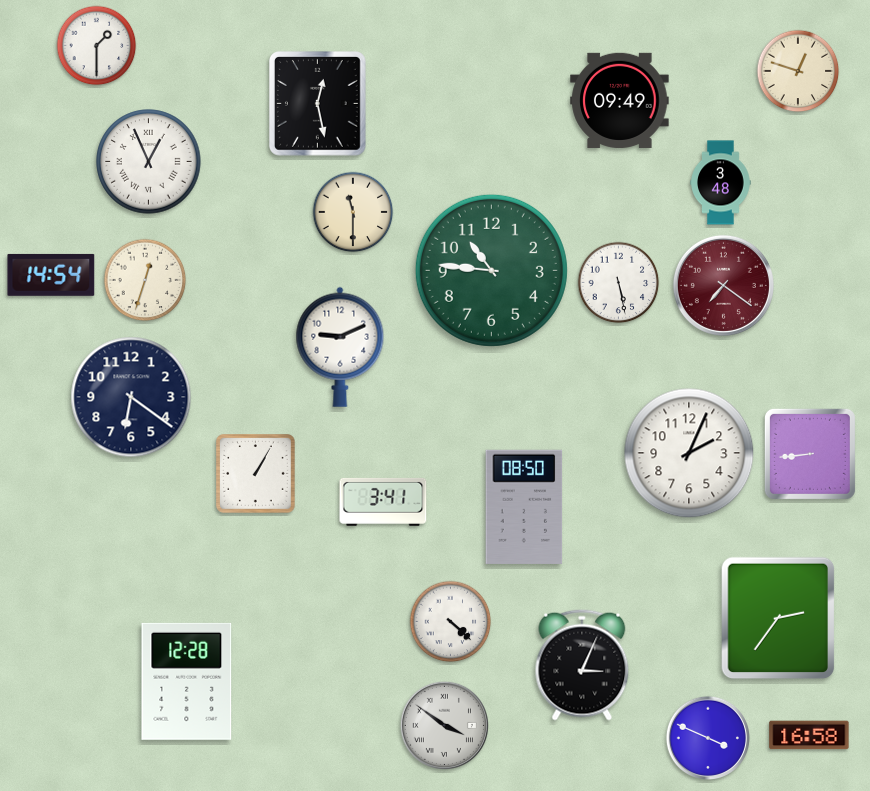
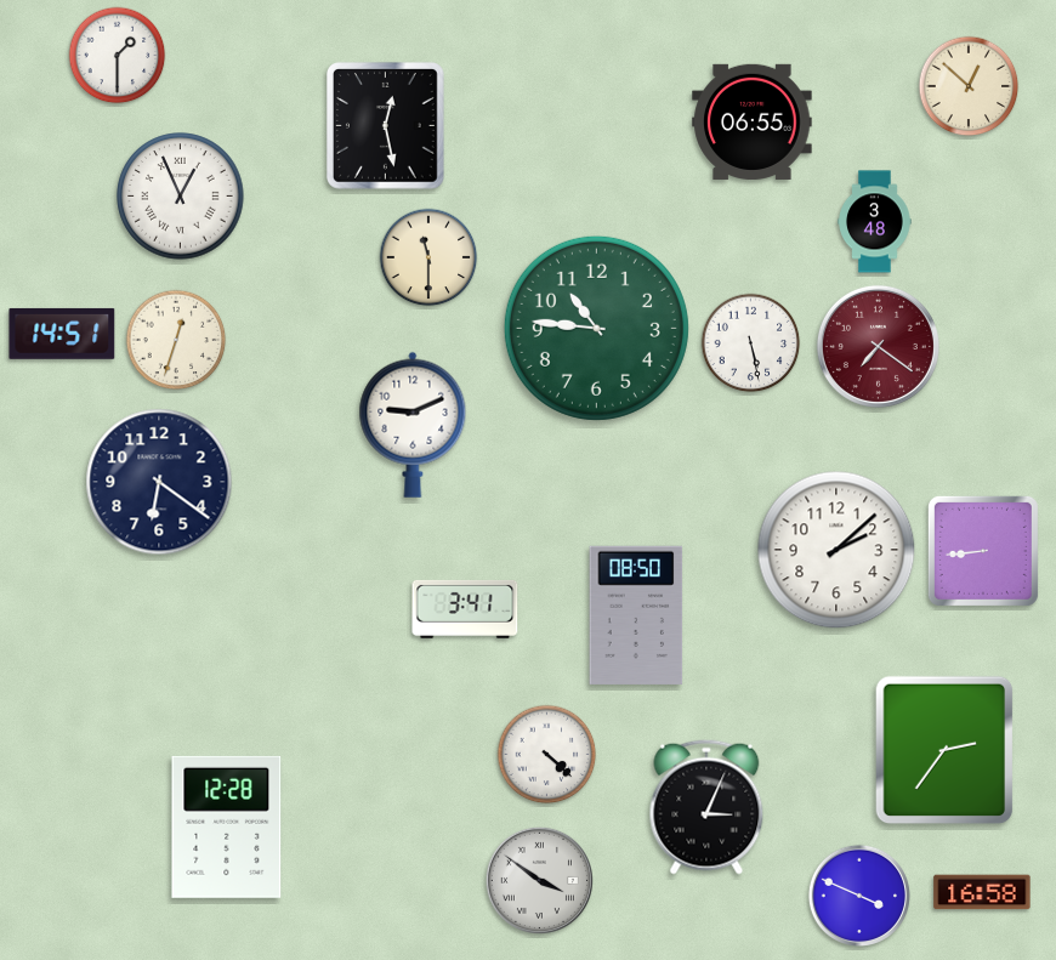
clock at (798, 71): 12:48 -> 12:52
clock at (620, 100): 09:49 -> 06:55
clock at (51, 275): 14:54 -> 14:51
clock at (340, 347) position: (340, 347) -> (413, 425)
clock at (689, 453): 2:04 -> 2:08
clock at (256, 474): 1:05 -> none
